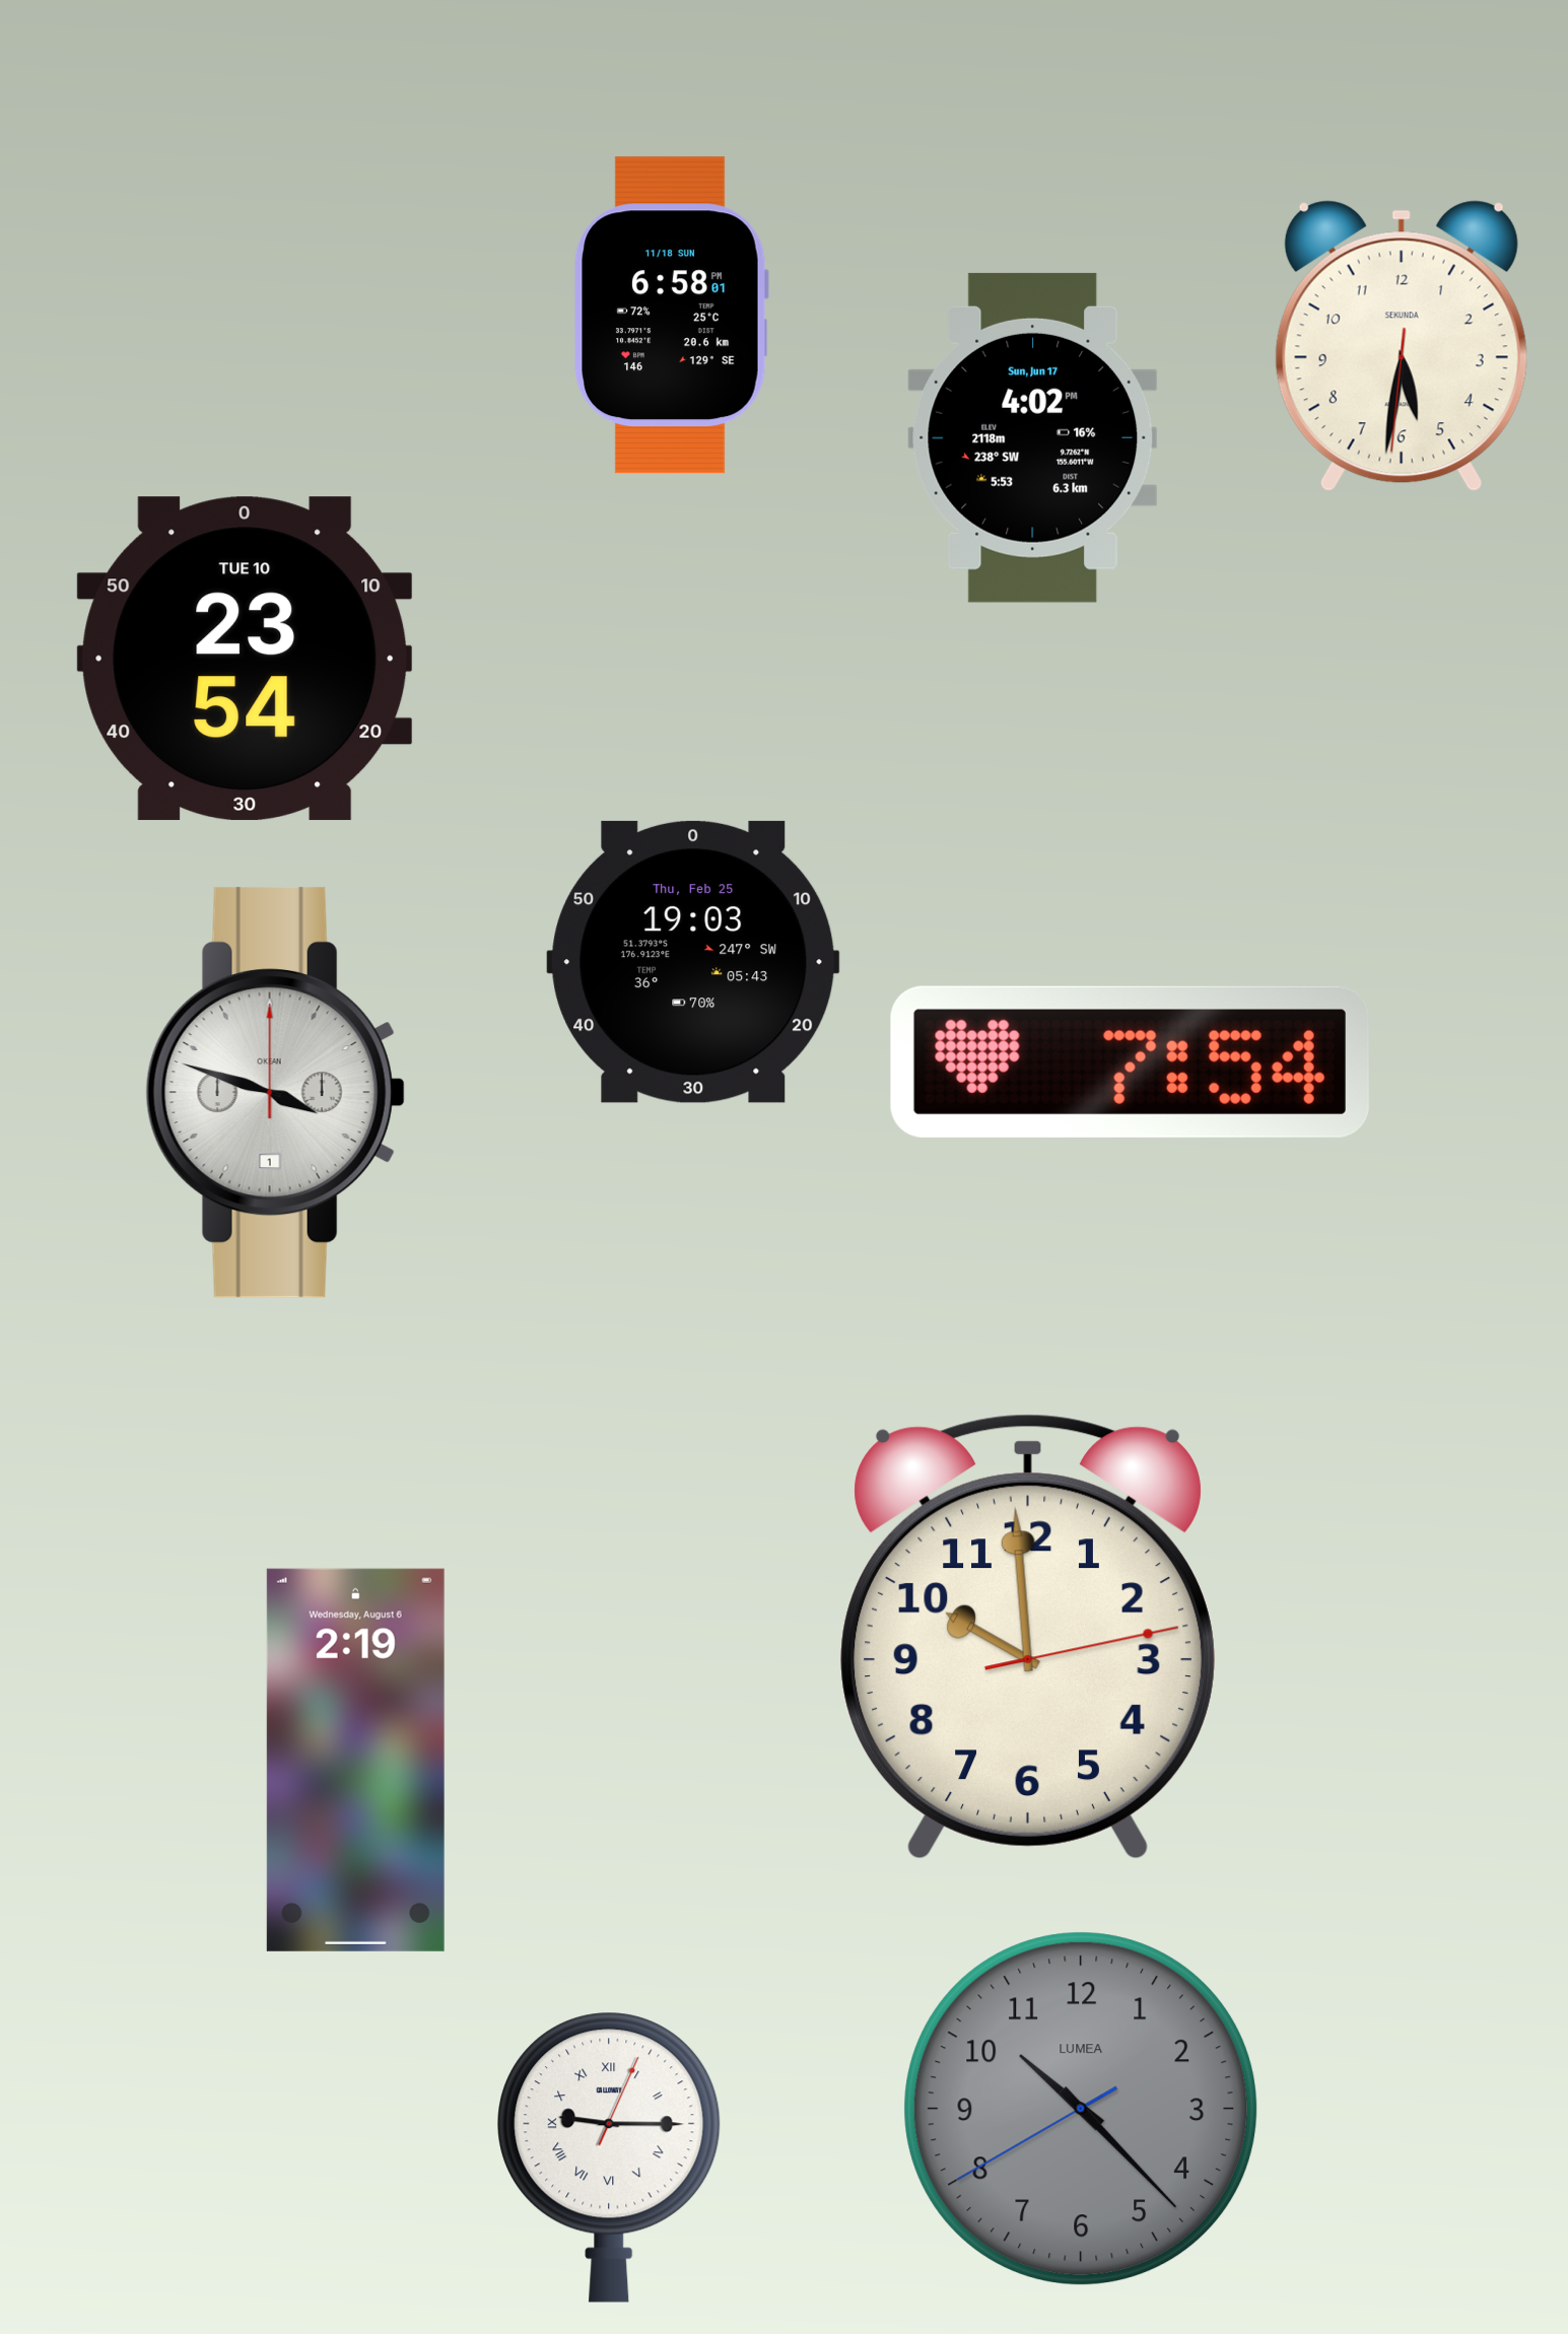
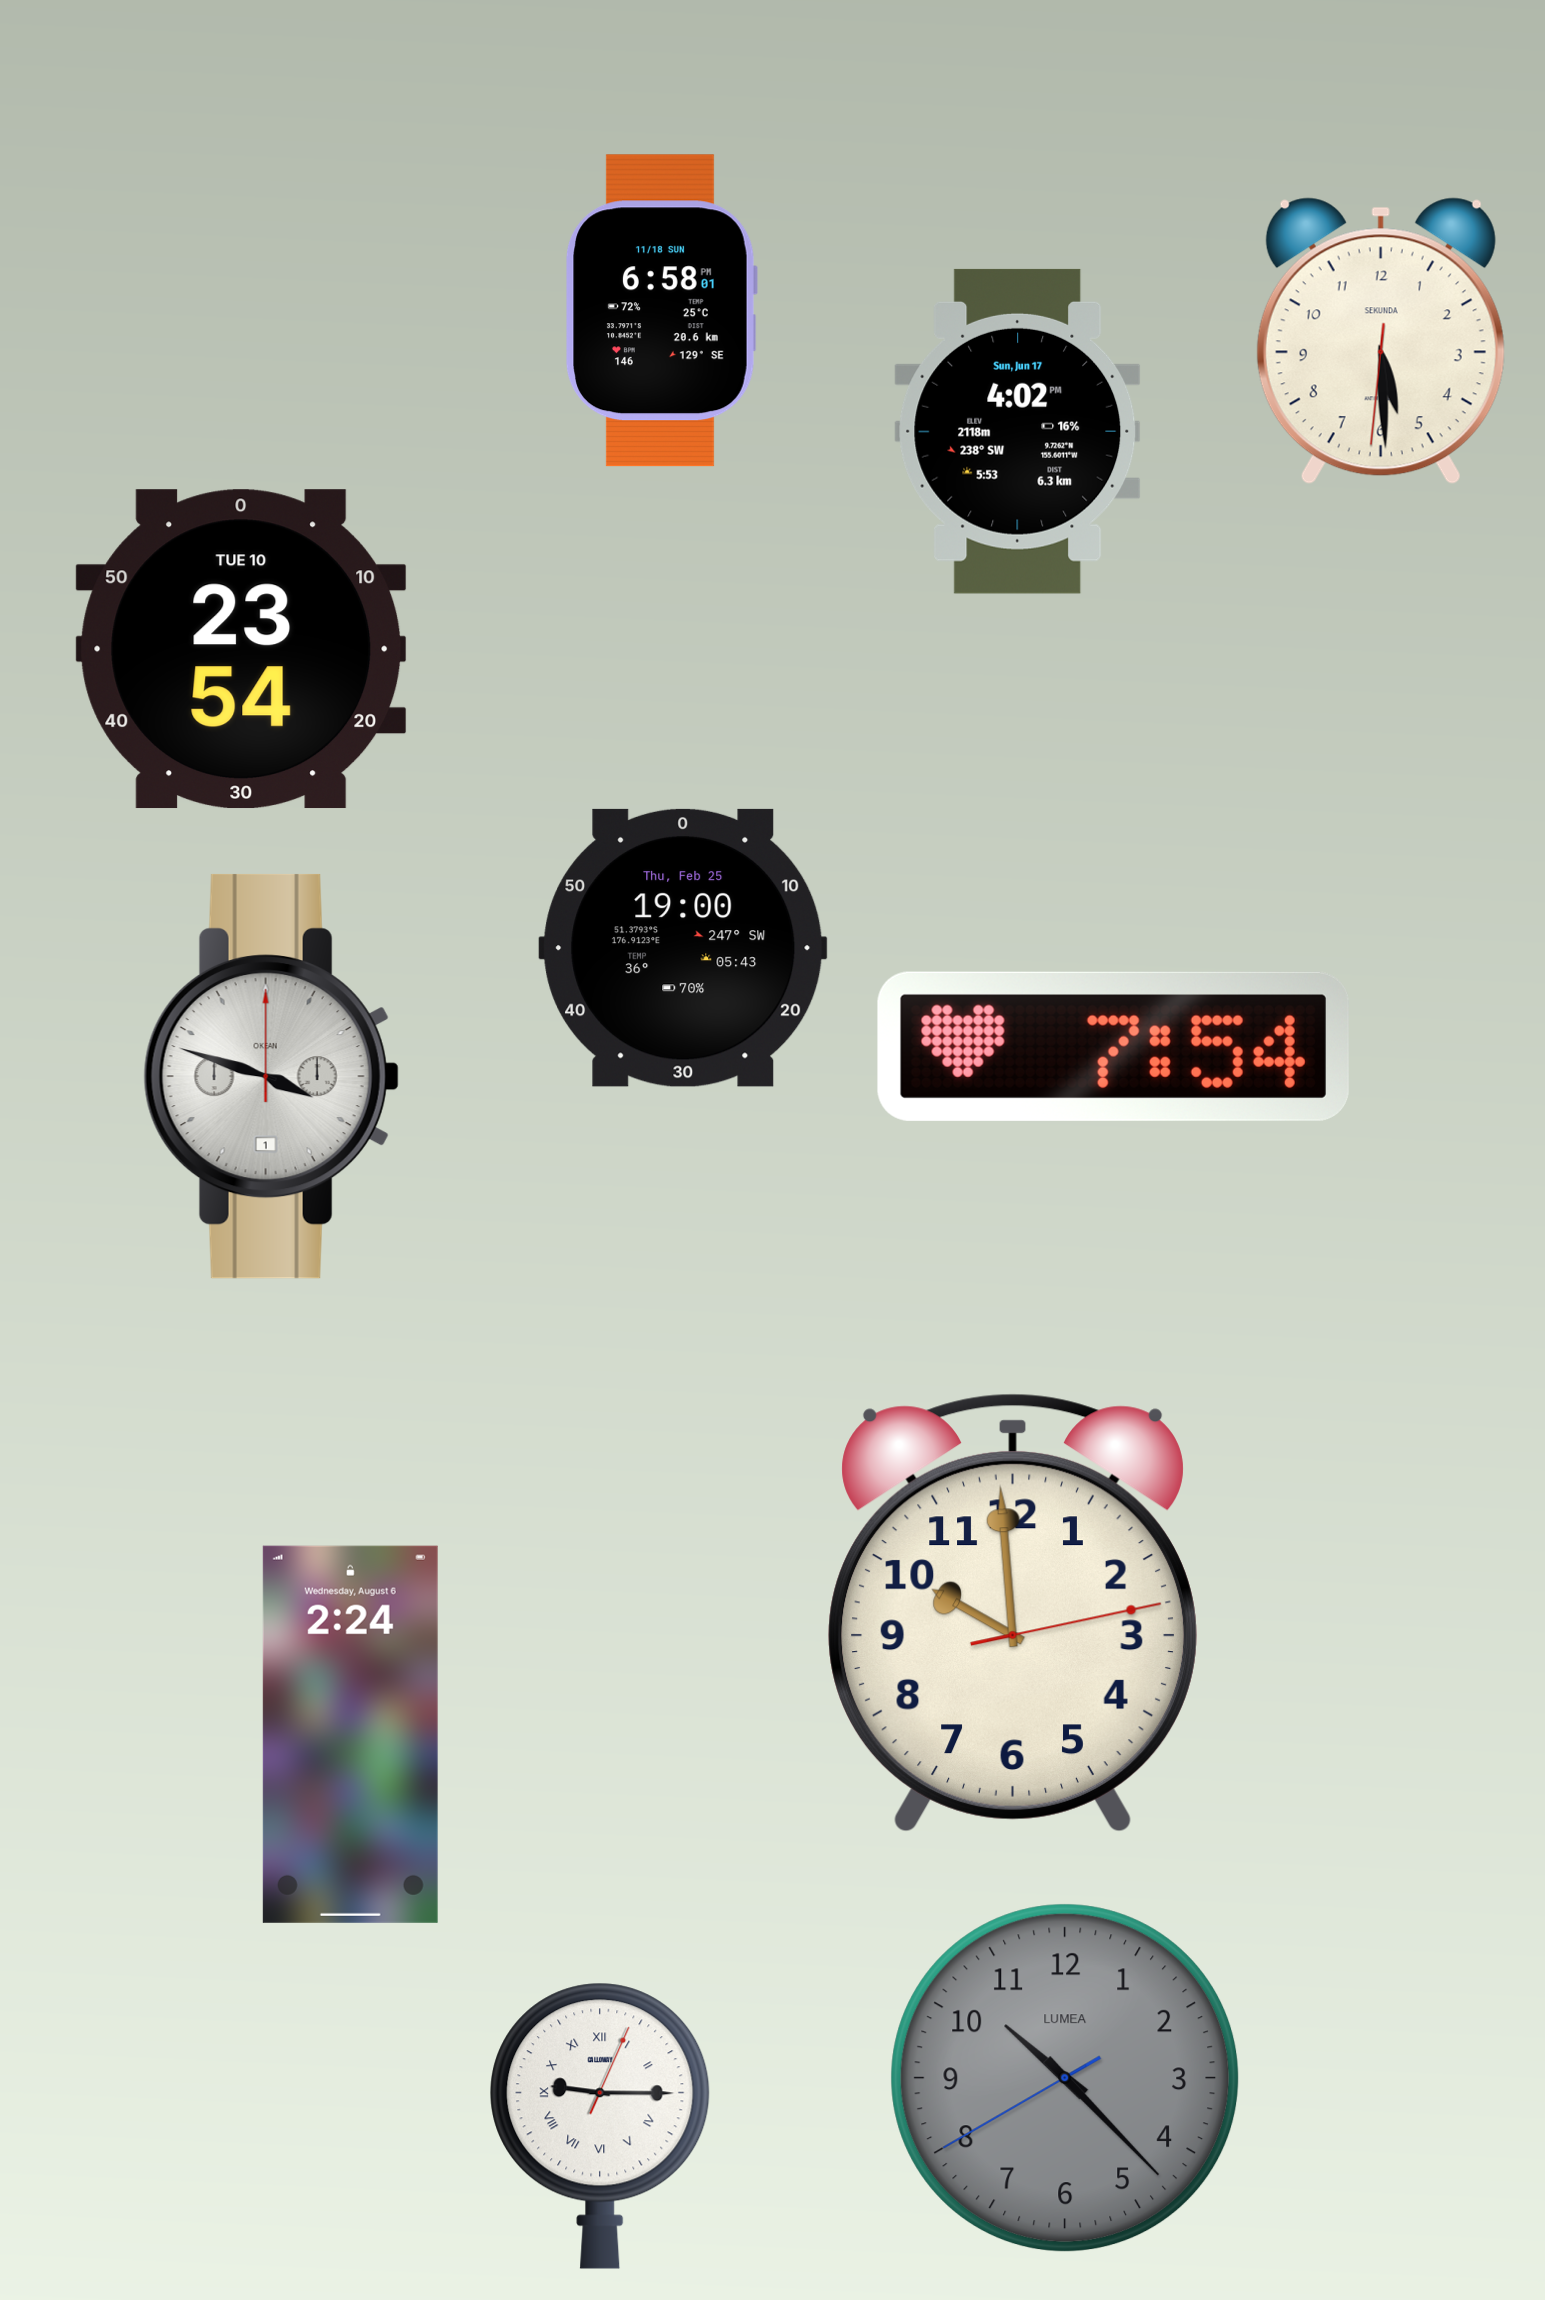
clock at (1402, 346): 5:31 -> 5:29
clock at (693, 962): 19:03 -> 19:00
clock at (355, 1760): 2:19 -> 2:24
